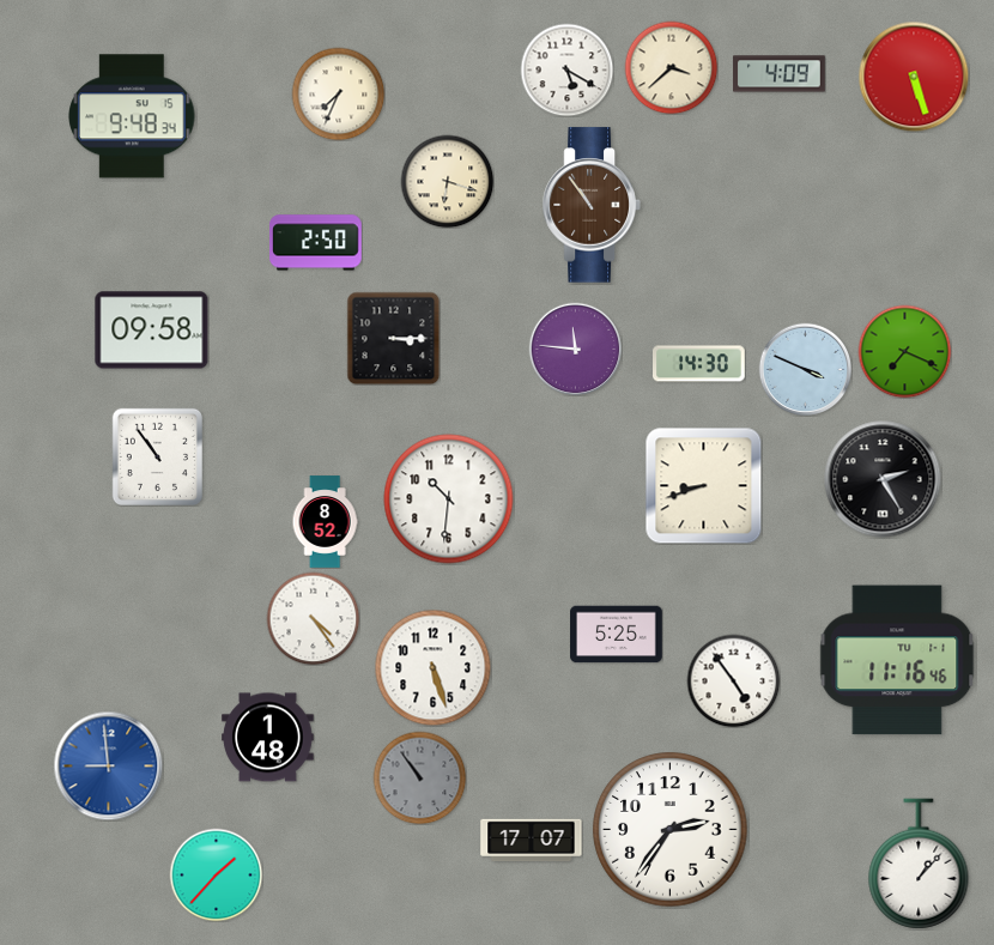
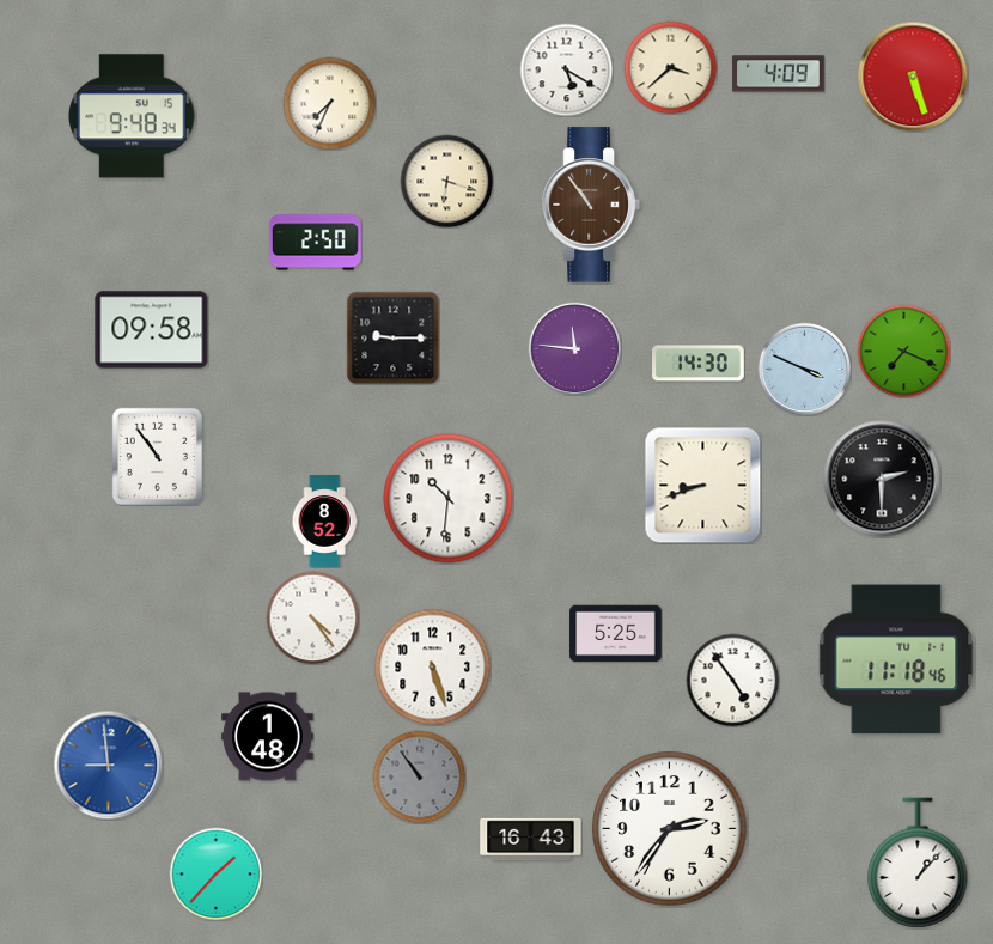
clock at (338, 93) position: (338, 93) -> (329, 103)
clock at (393, 338): 3:15 -> 9:15
clock at (883, 479): 2:25 -> 2:30
clock at (897, 660): 11:16 -> 11:18
clock at (532, 841): 17:07 -> 16:43
